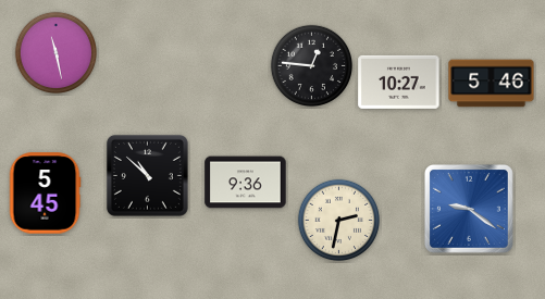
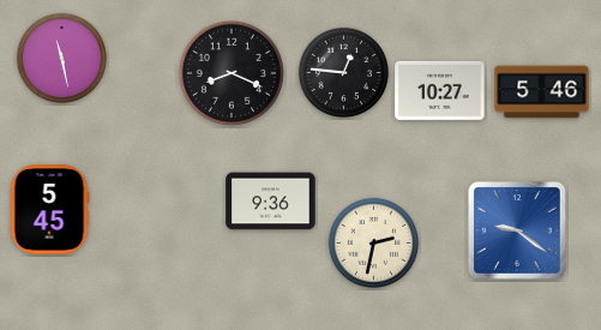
clock at (232, 73): none -> 8:19
clock at (147, 175): 10:52 -> none
clock at (45, 194) position: (45, 194) -> (49, 210)
